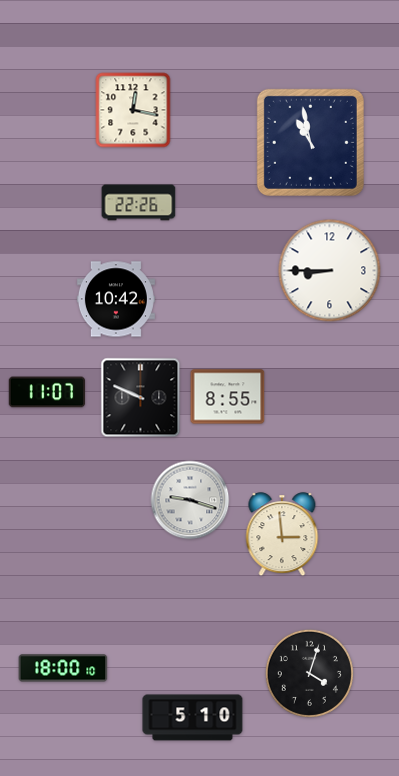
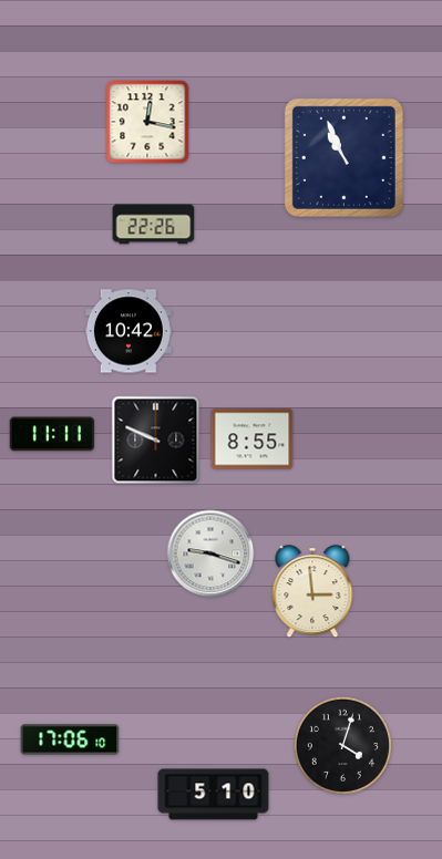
clock at (310, 142): 10:58 -> 10:56
clock at (330, 271): 8:45 -> none
clock at (47, 392): 11:07 -> 11:11
clock at (63, 668): 18:00 -> 17:06
